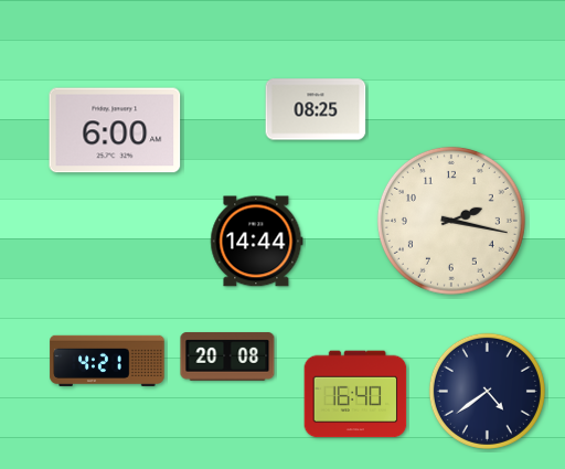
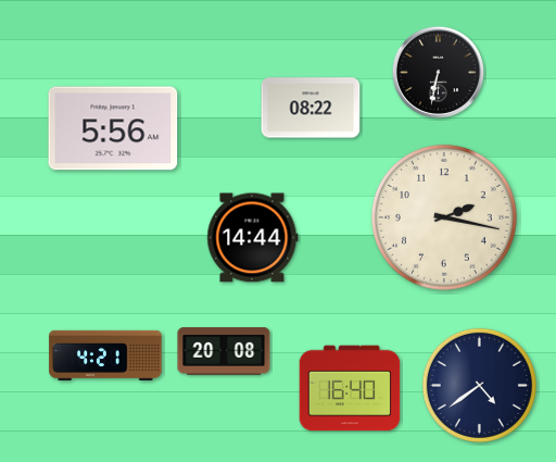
clock at (438, 72): none -> 6:32
clock at (316, 109): 08:25 -> 08:22
clock at (115, 130): 6:00 -> 5:56
